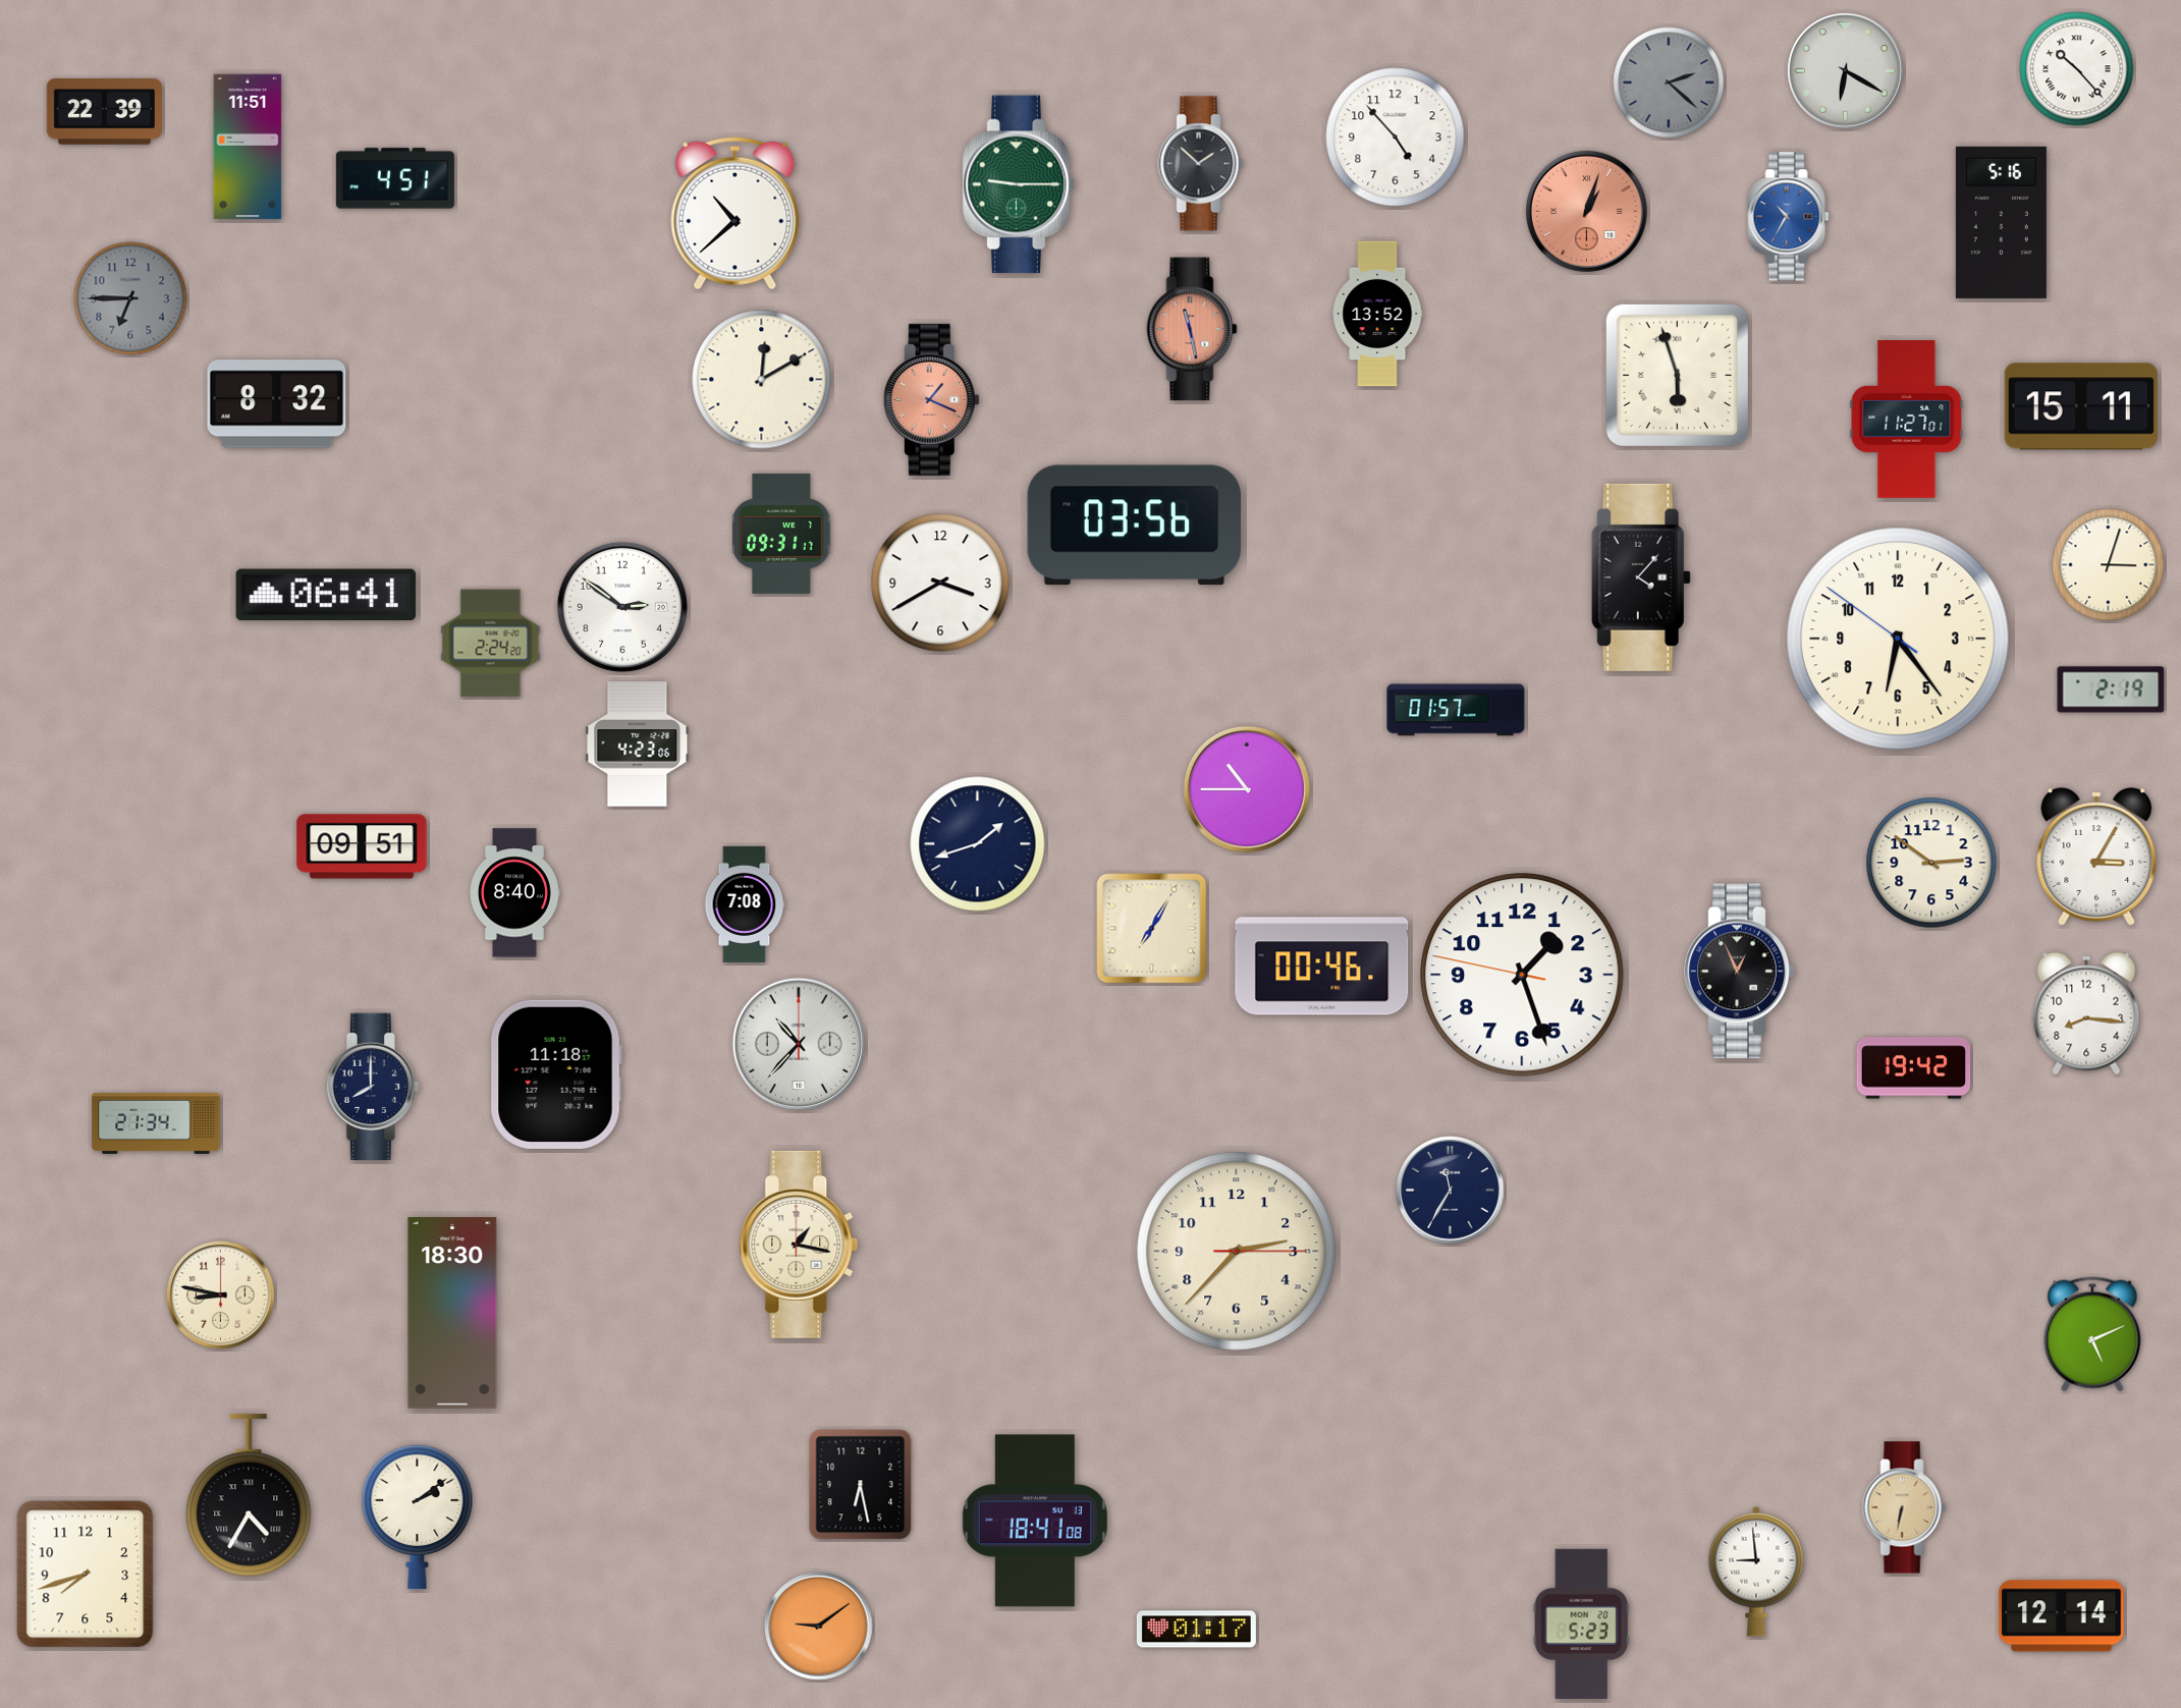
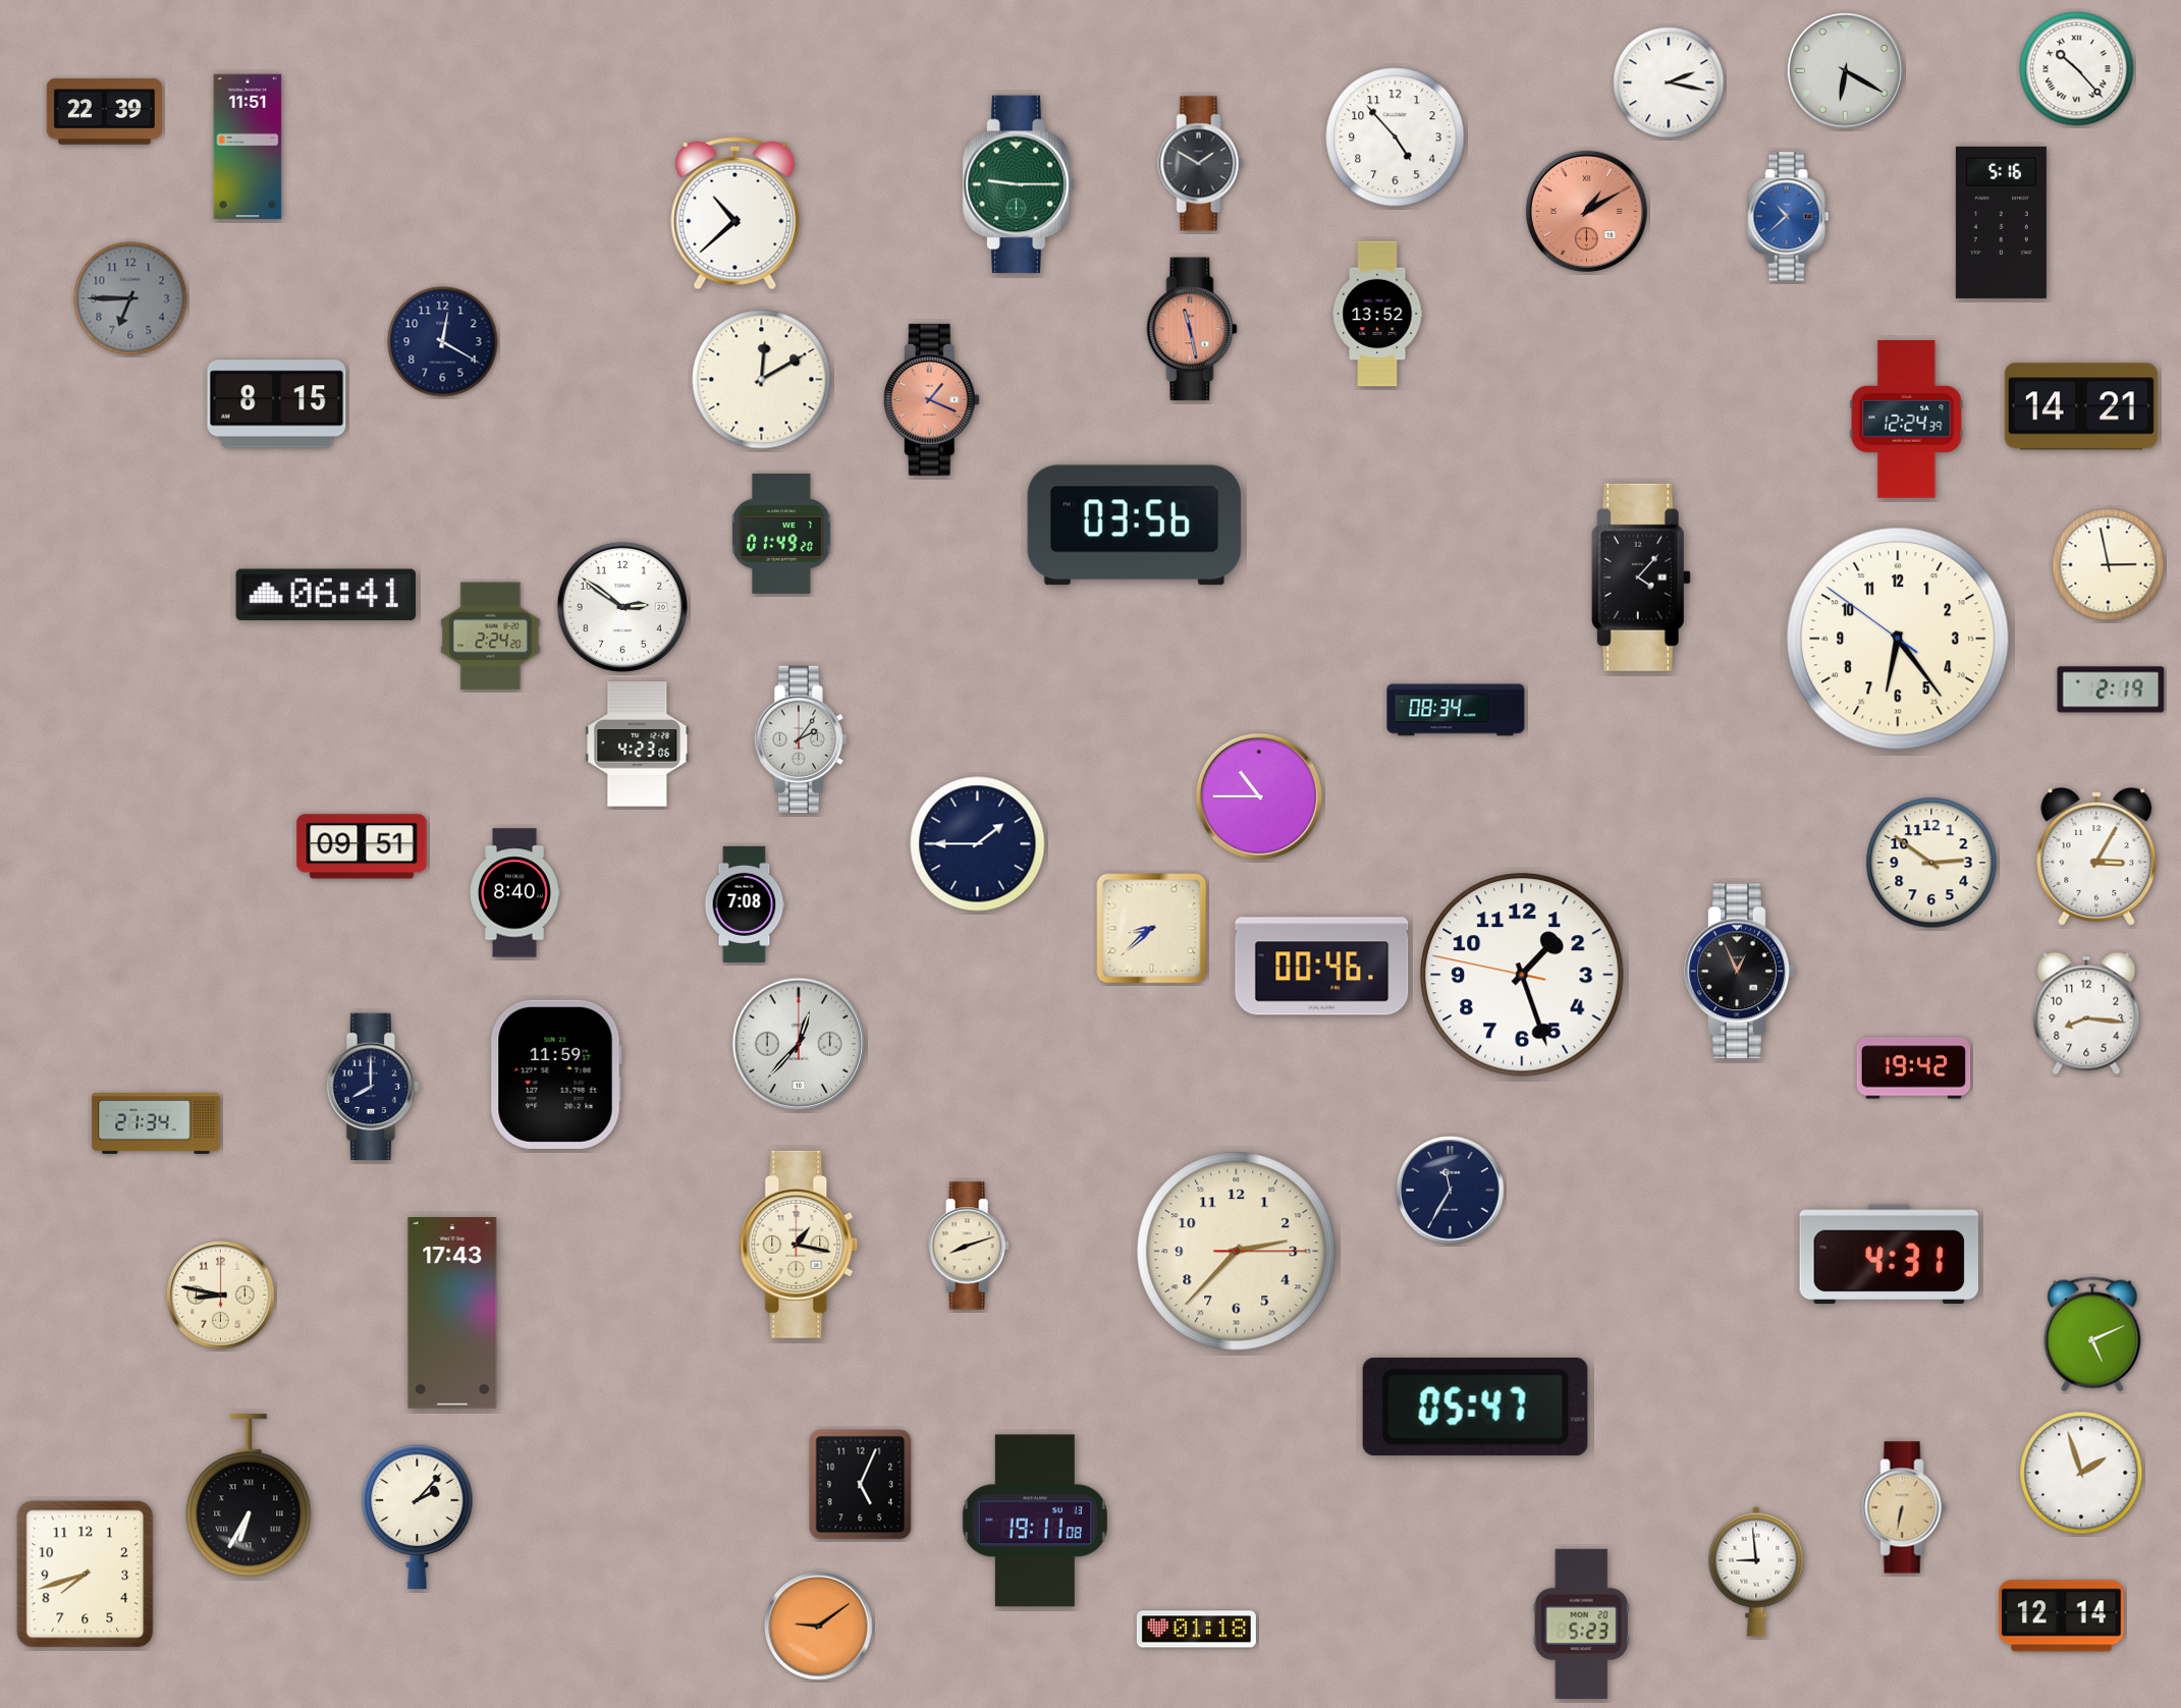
clock at (1669, 82): 2:22 -> 2:17
clock at (1669, 82) dial: grey -> white
clock at (1201, 164): 1:52 -> 1:50
clock at (395, 178): 4:51 -> none
clock at (1586, 211): 1:03 -> 1:10
clock at (1789, 217): 10:35 -> 10:38
clock at (443, 342): none -> 12:20
clock at (1677, 375): 5:57 -> none
clock at (277, 404): 8:32 -> 8:15
clock at (2081, 406): 15:11 -> 14:21
clock at (1907, 420): 11:27 -> 12:24
clock at (781, 534): 09:31 -> 01:49
clock at (2109, 565): 3:03 -> 2:58
clock at (940, 583): 3:40 -> none
clock at (491, 644) position: (491, 644) -> (491, 637)
clock at (1456, 710): 01:57 -> 08:34
clock at (800, 739): none -> 2:06
clock at (1247, 789) position: (1247, 789) -> (1259, 796)
clock at (978, 844): 1:42 -> 1:45
clock at (1152, 929): 7:05 -> 8:38
clock at (799, 1044): 10:37 -> 12:37
clock at (556, 1075): 11:18 -> 11:59
clock at (969, 1246): none -> 8:12
clock at (1889, 1254): none -> 4:31
clock at (452, 1314): 18:30 -> 17:43
clock at (1475, 1407): none -> 05:47
clock at (2081, 1473): none -> 1:57
clock at (861, 1485): 6:28 -> 5:04
clock at (249, 1496): 4:35 -> 6:35
clock at (418, 1517): 2:09 -> 2:07
clock at (1035, 1521): 18:41 -> 19:11
clock at (1196, 1630): 01:17 -> 01:18
